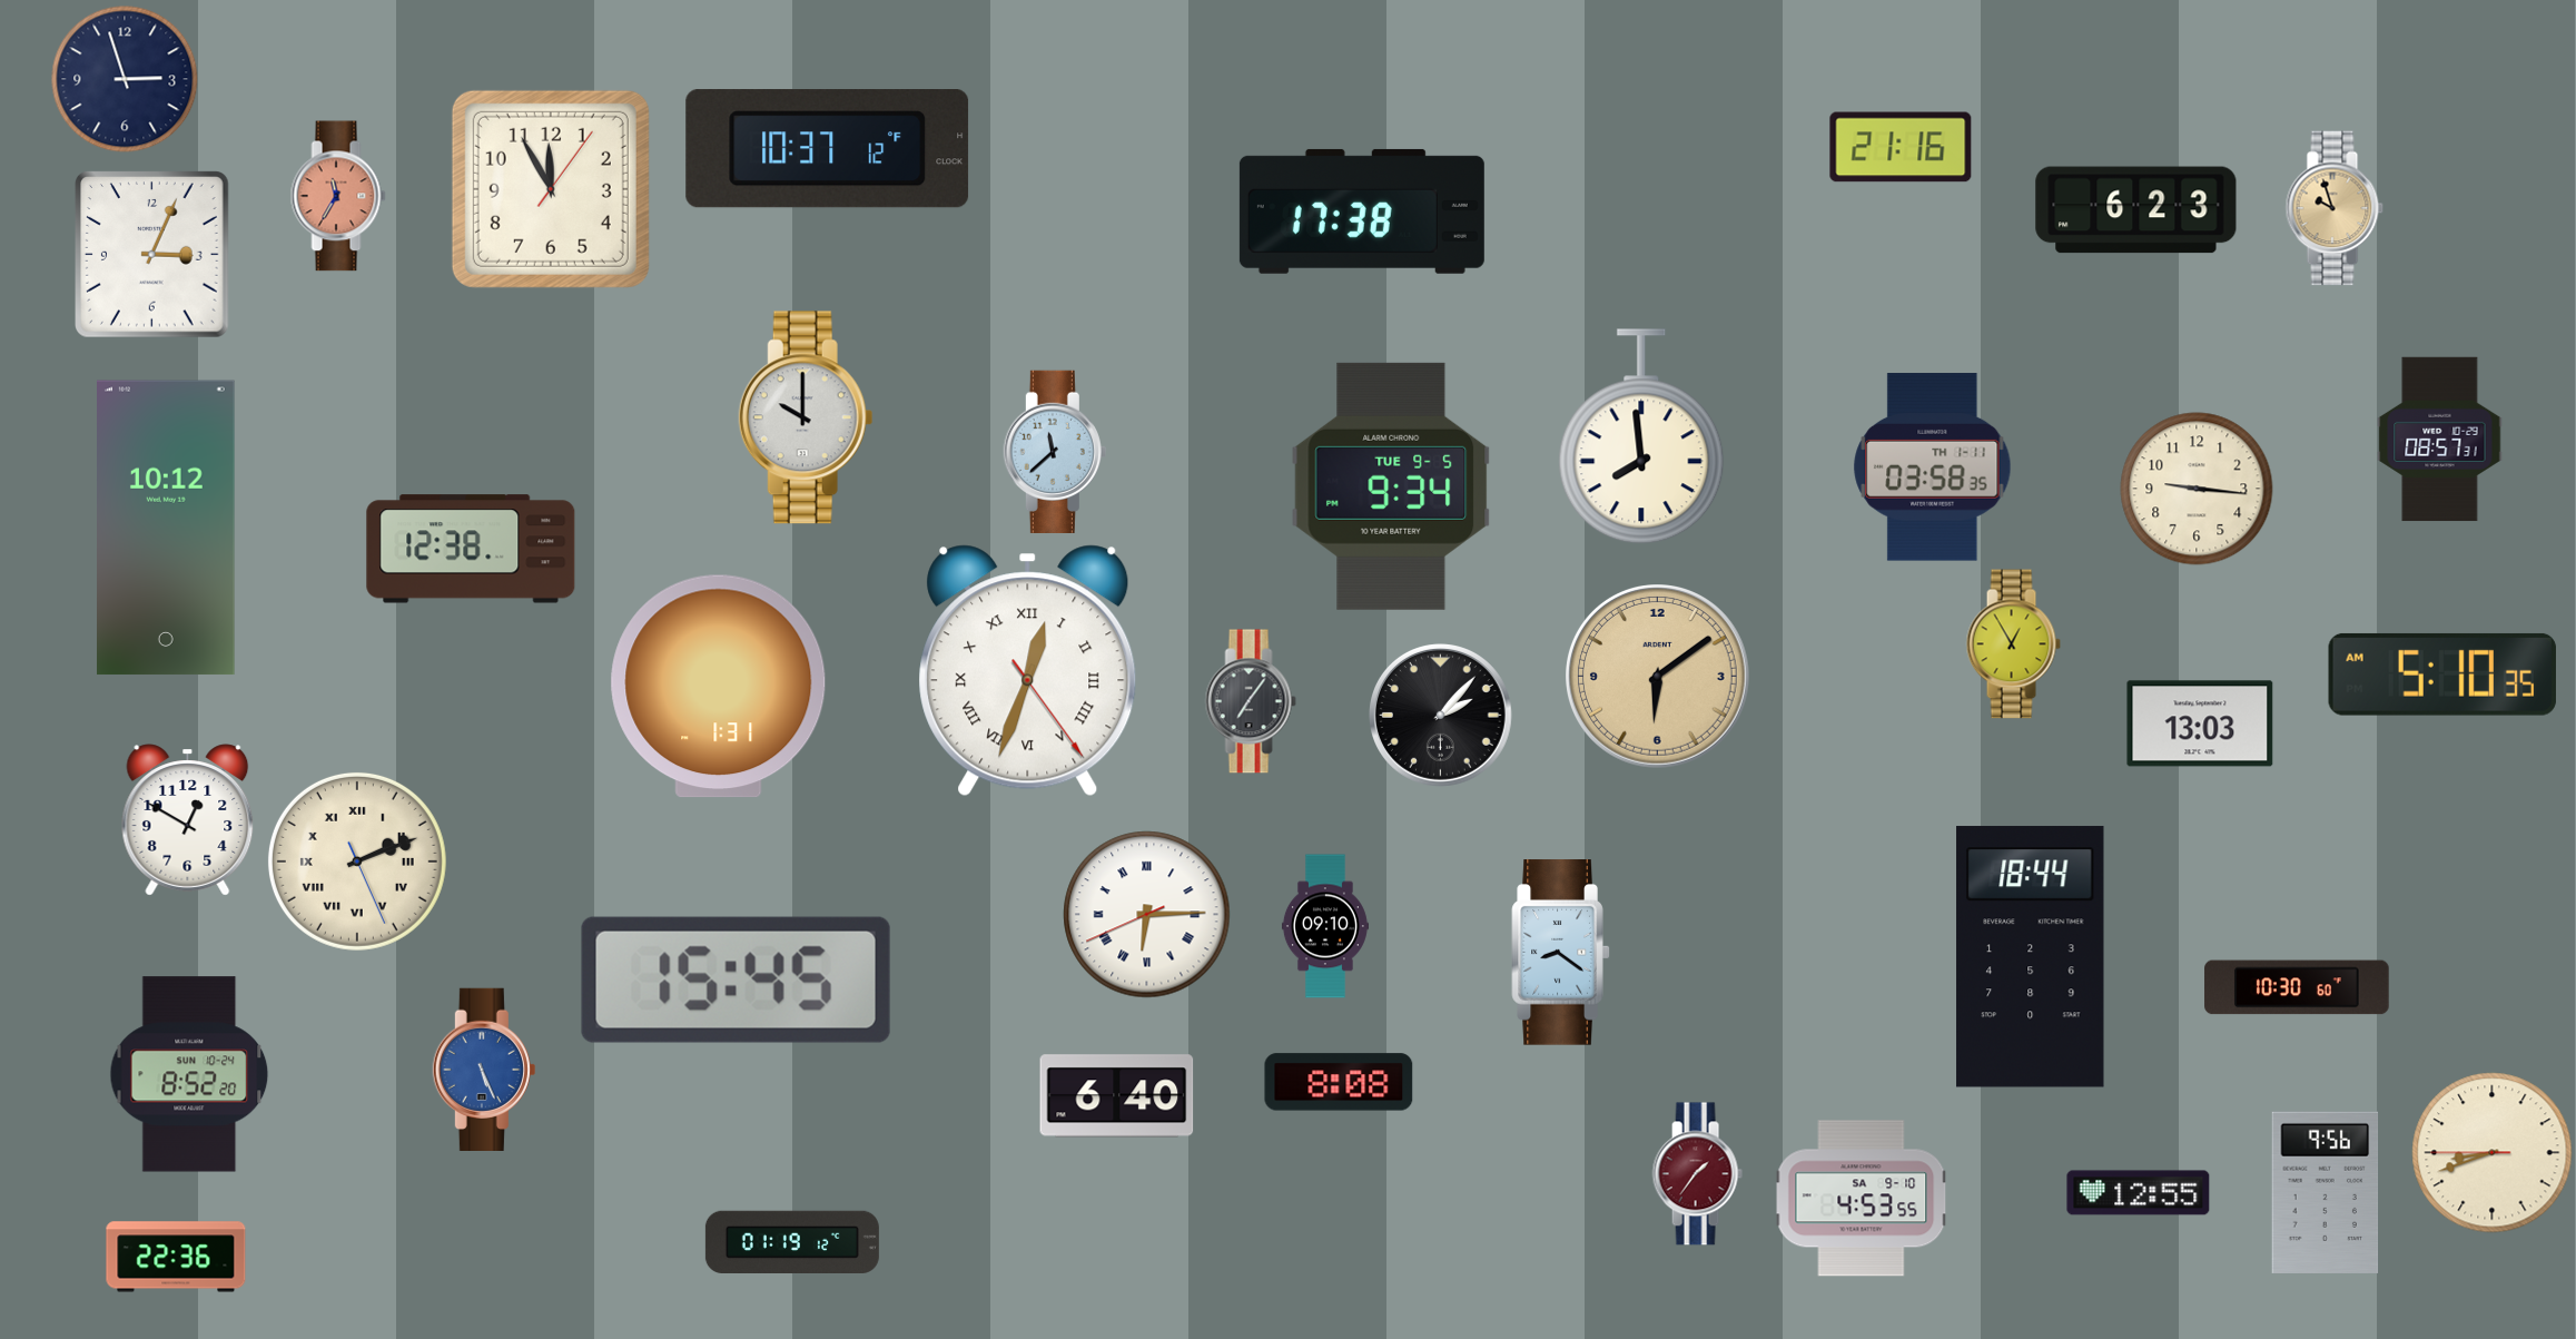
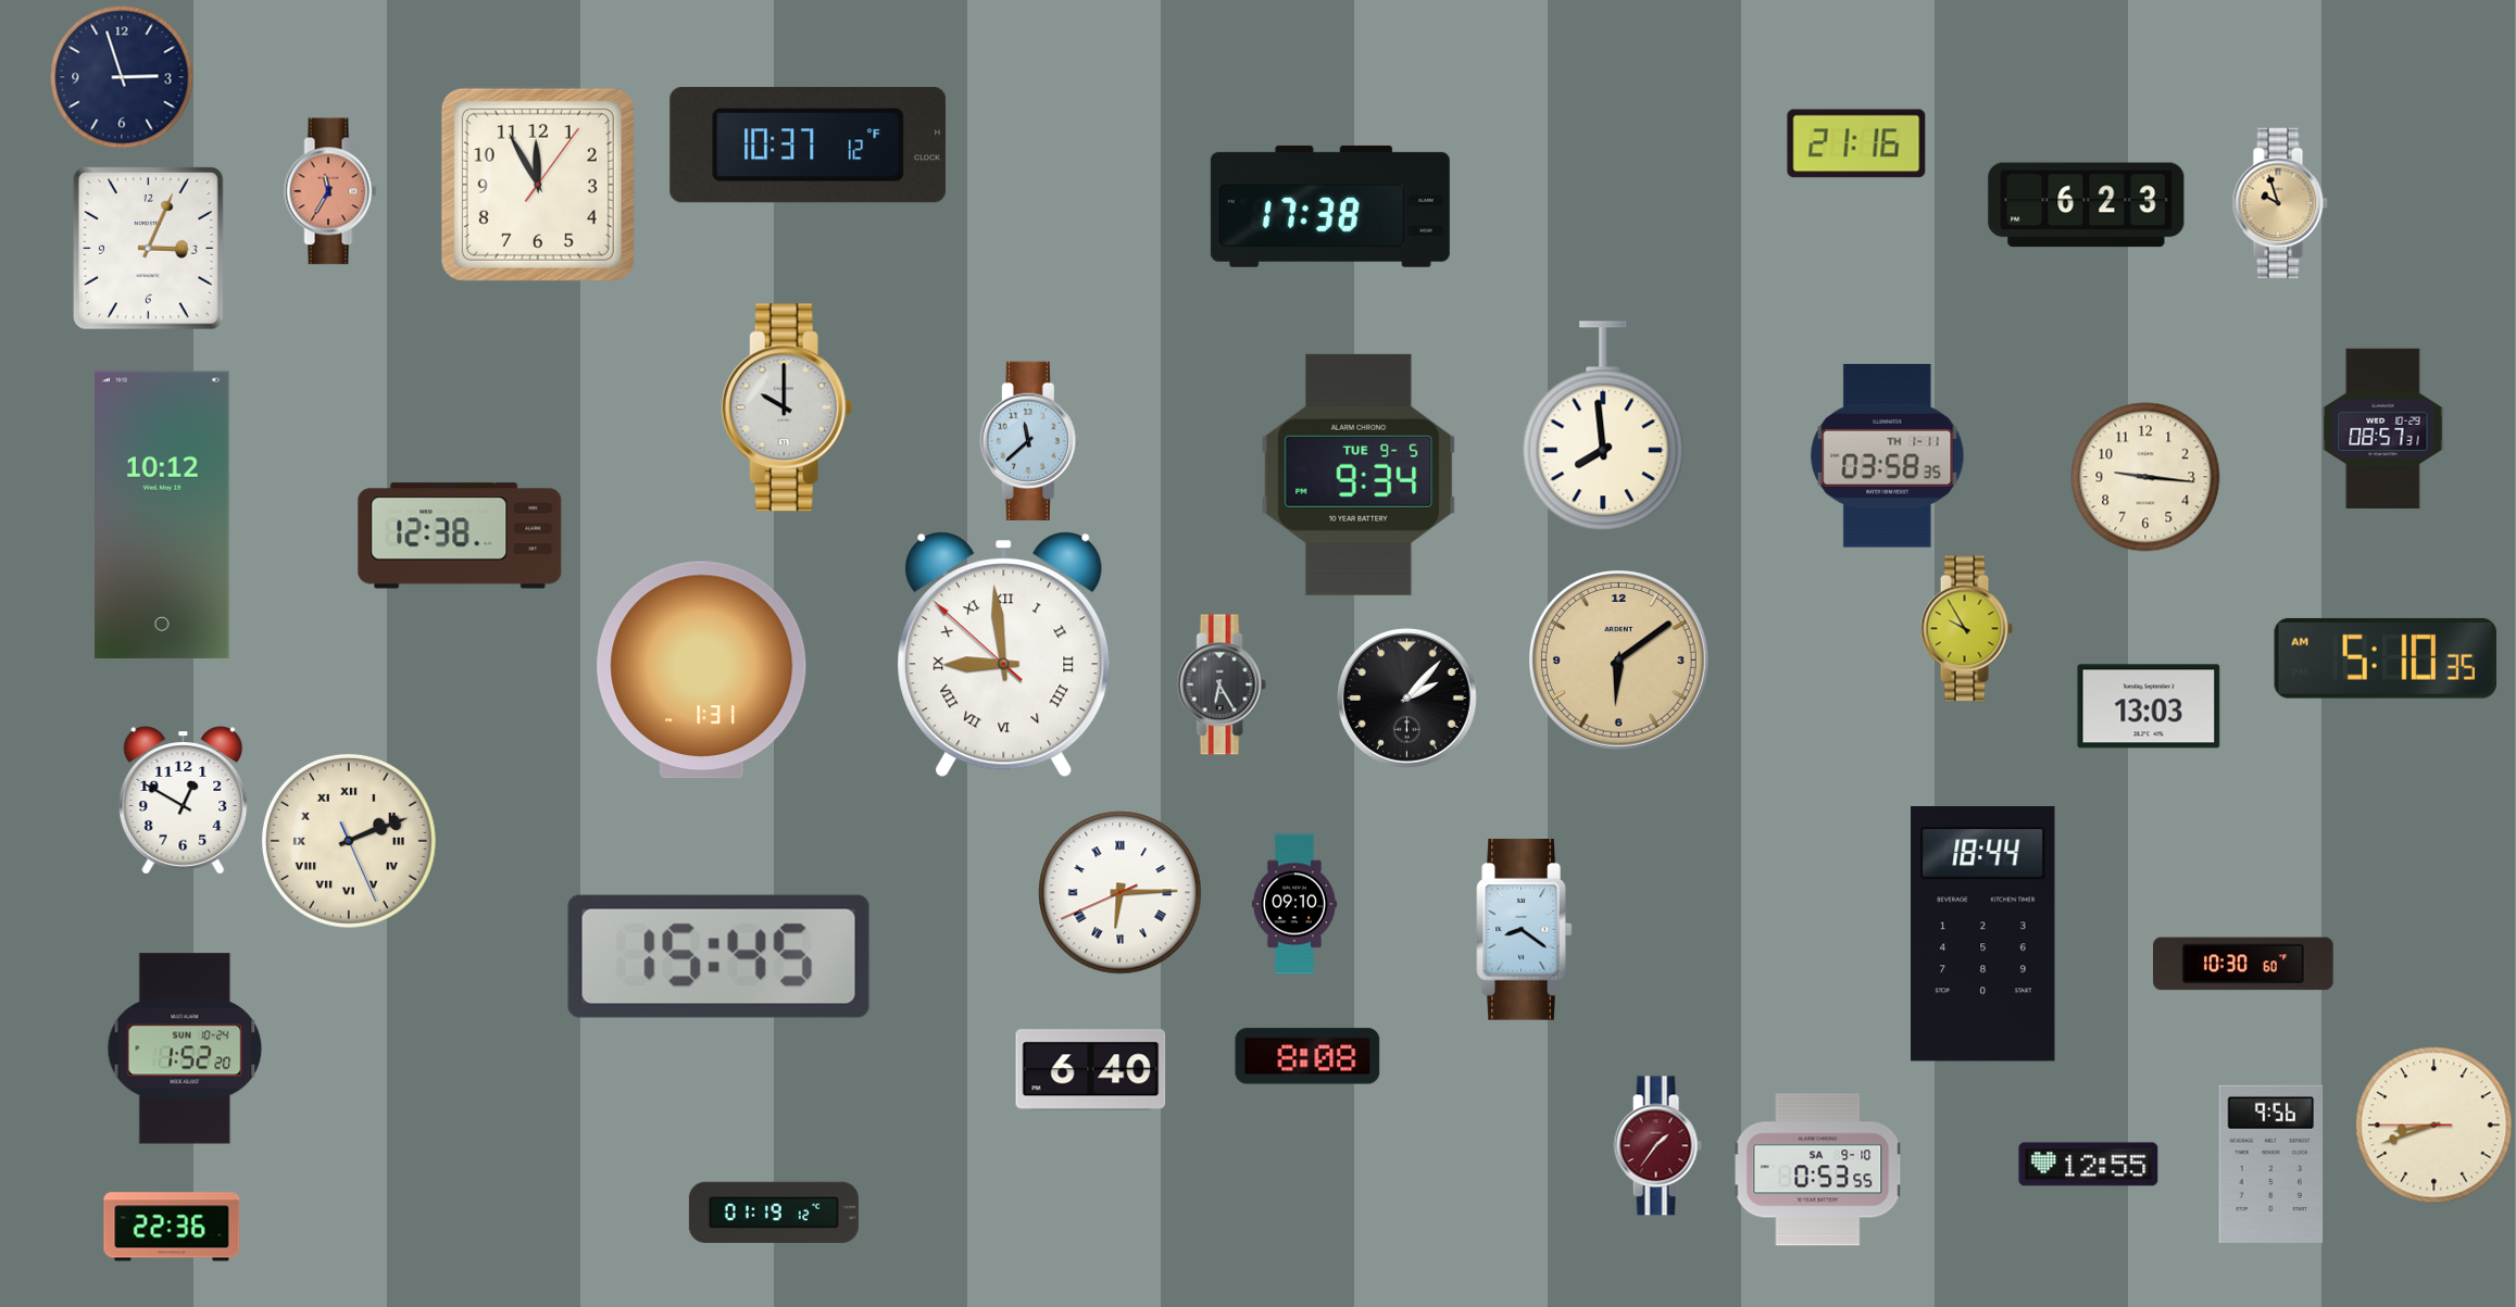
clock at (2013, 644): 12:55 -> 9:55
clock at (1028, 671): 12:33 -> 8:58
clock at (1251, 701): 7:06 -> 6:25
clock at (484, 1069): 5:26 -> none
clock at (189, 1074): 8:52 -> 1:52
clock at (1862, 1199): 4:53 -> 0:53
